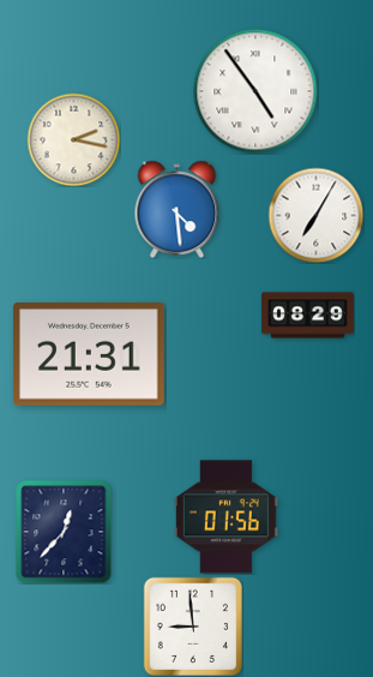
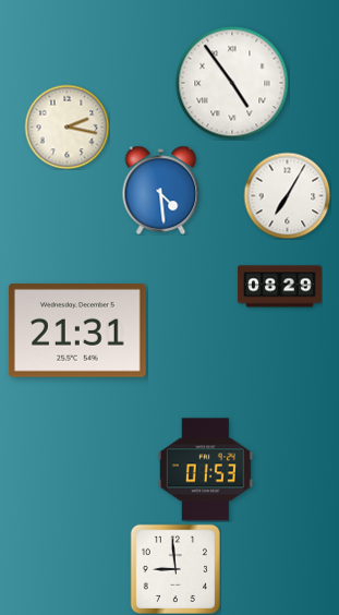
clock at (89, 355) position: (89, 355) -> (77, 331)
clock at (225, 517): 01:56 -> 01:53
clock at (64, 532): 12:37 -> none
